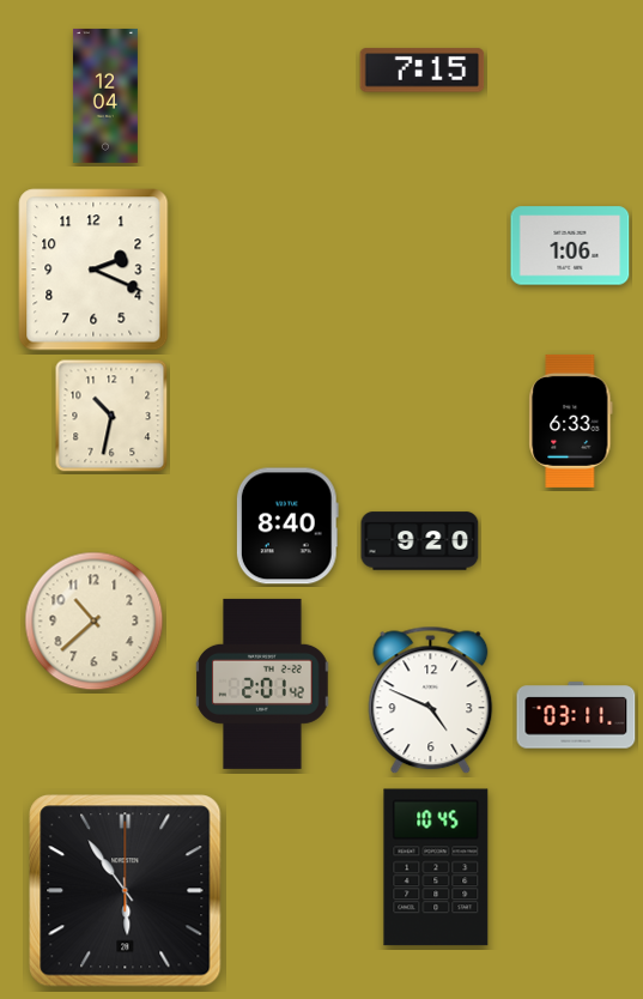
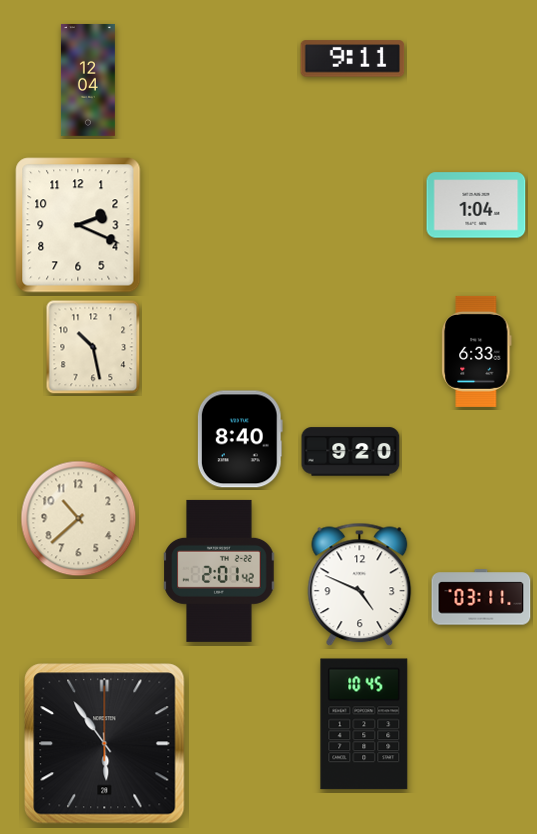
clock at (423, 71): 7:15 -> 9:11
clock at (570, 246): 1:06 -> 1:04
clock at (111, 416): 10:32 -> 10:28
